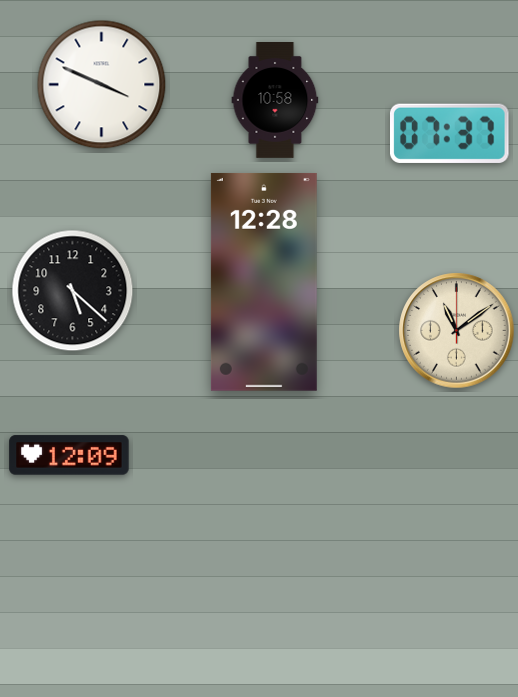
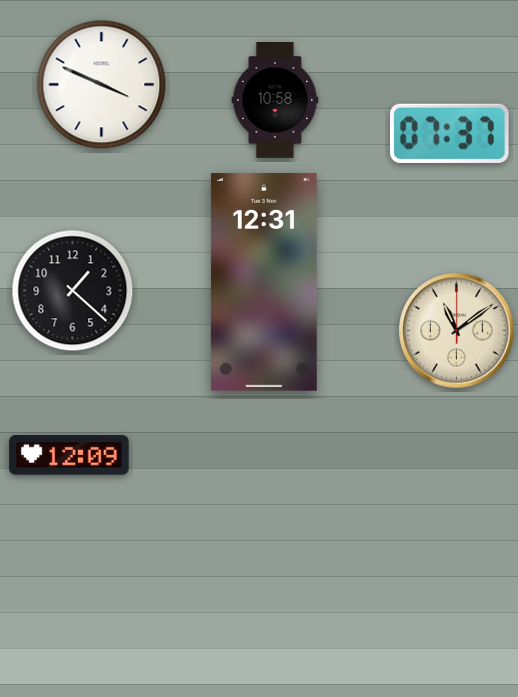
clock at (264, 282): 12:28 -> 12:31
clock at (73, 291): 5:22 -> 1:22
